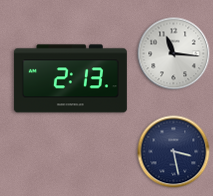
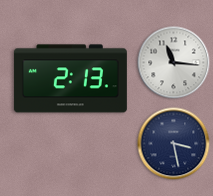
clock at (174, 54) position: (174, 54) -> (174, 63)
clock at (174, 152) position: (174, 152) -> (174, 144)
